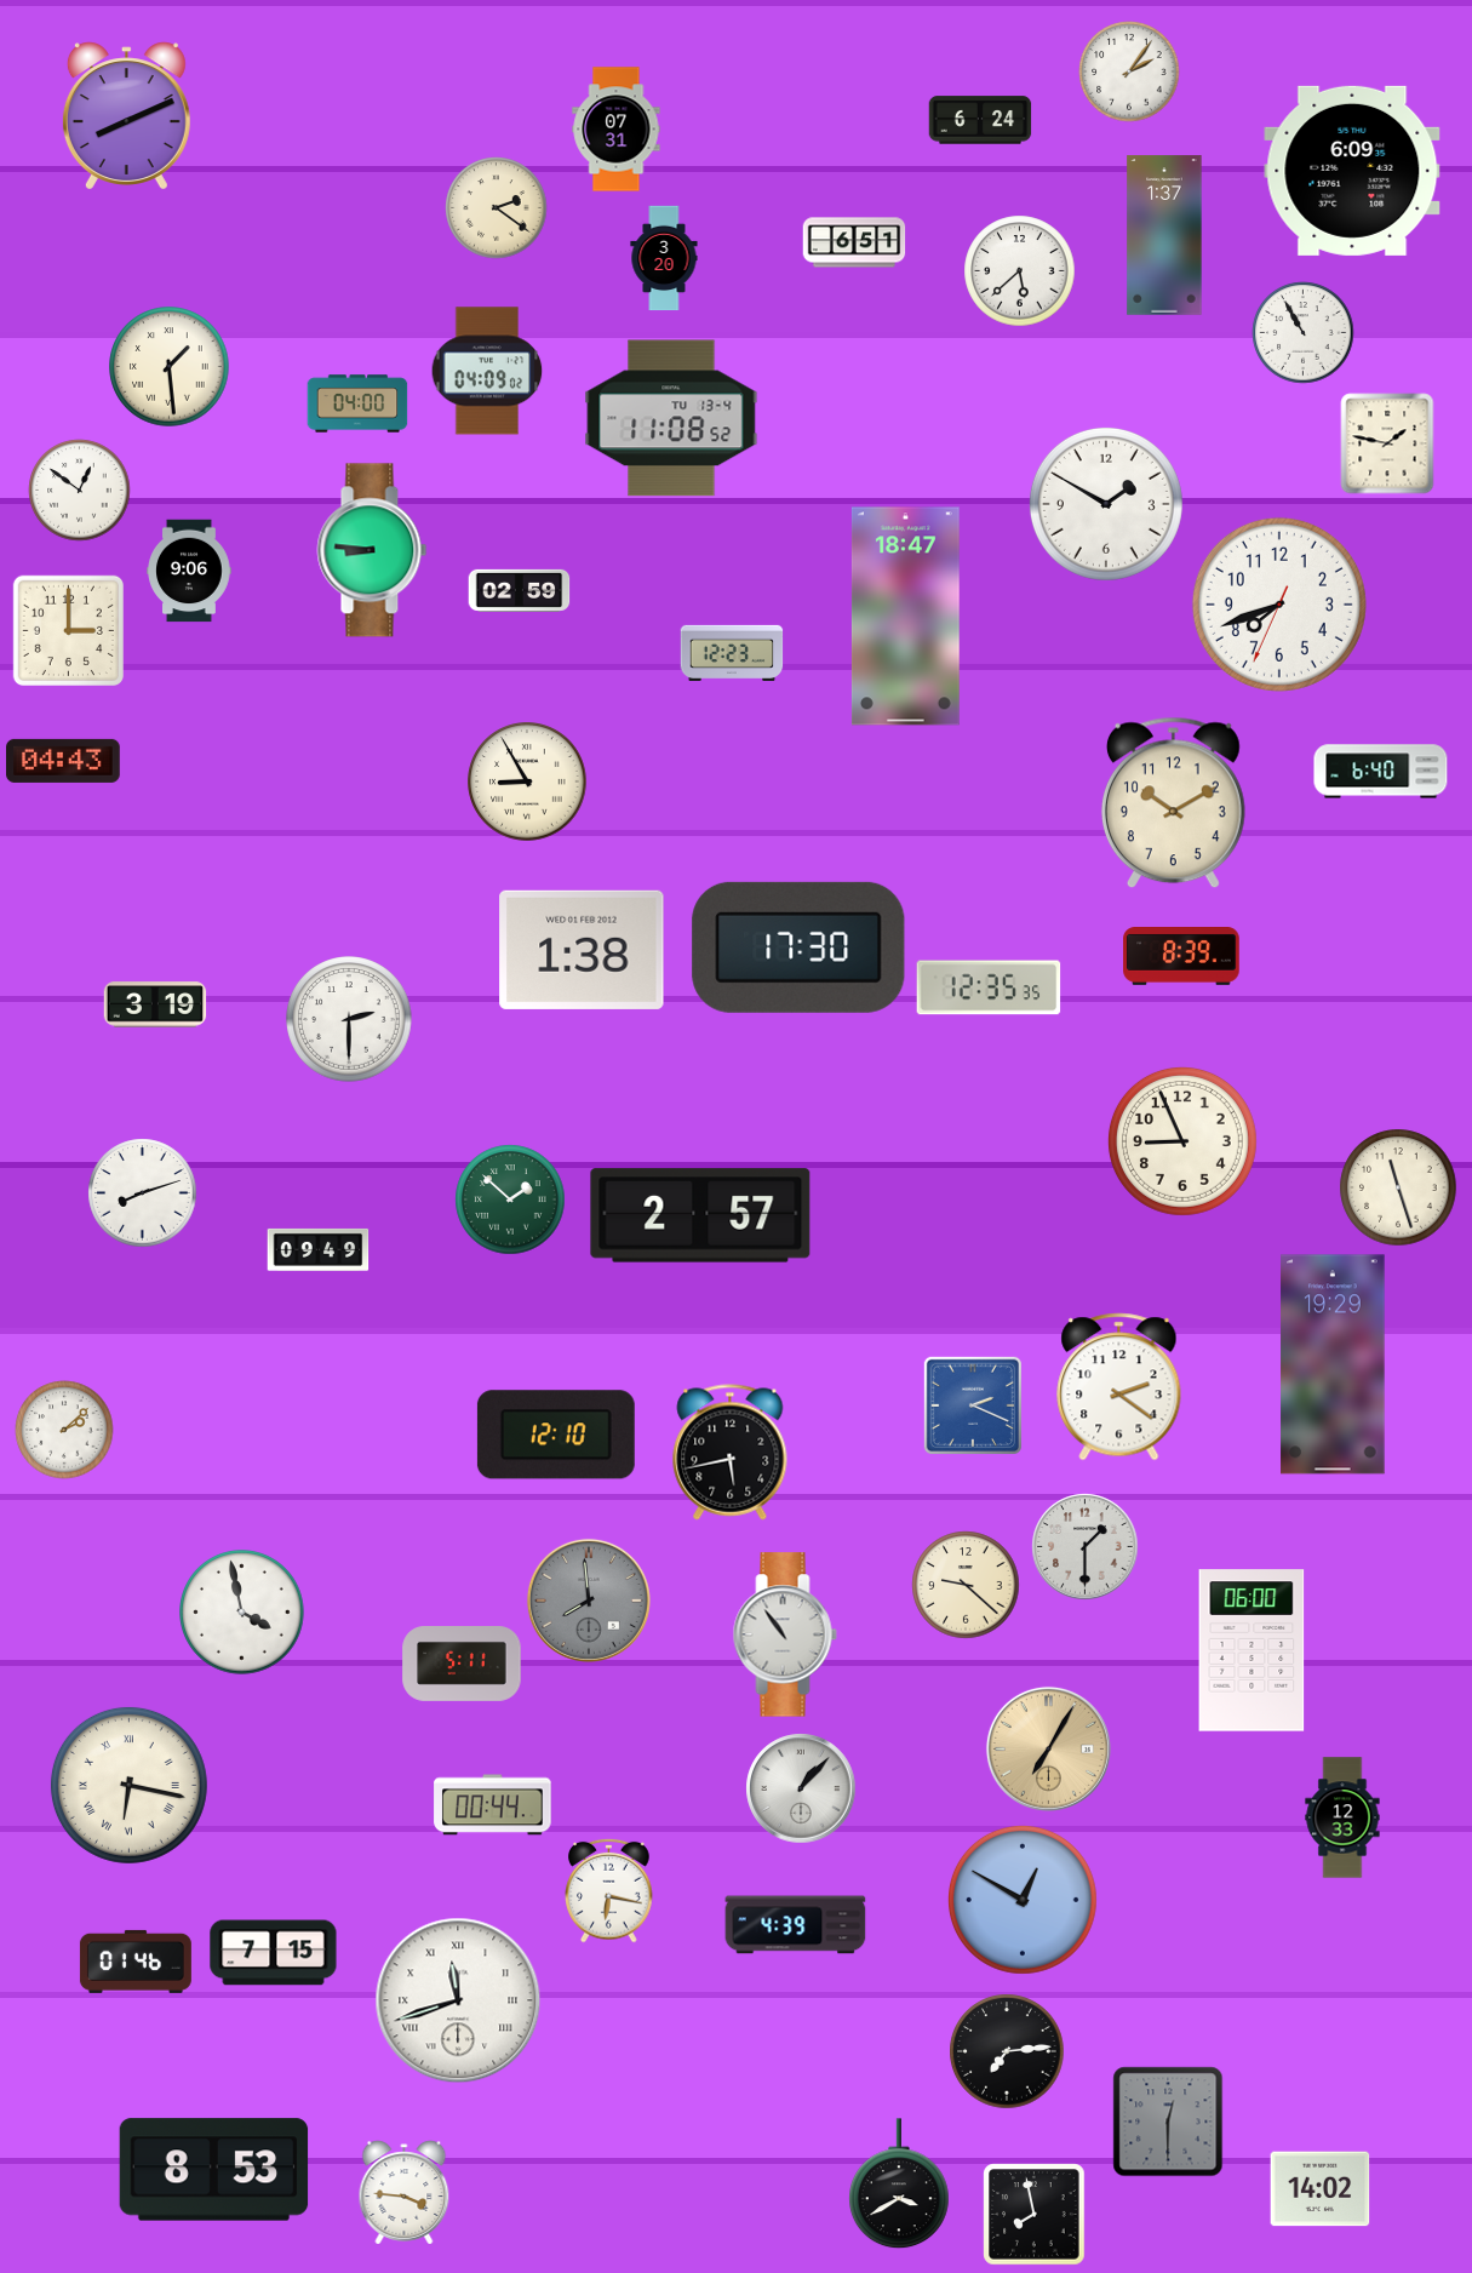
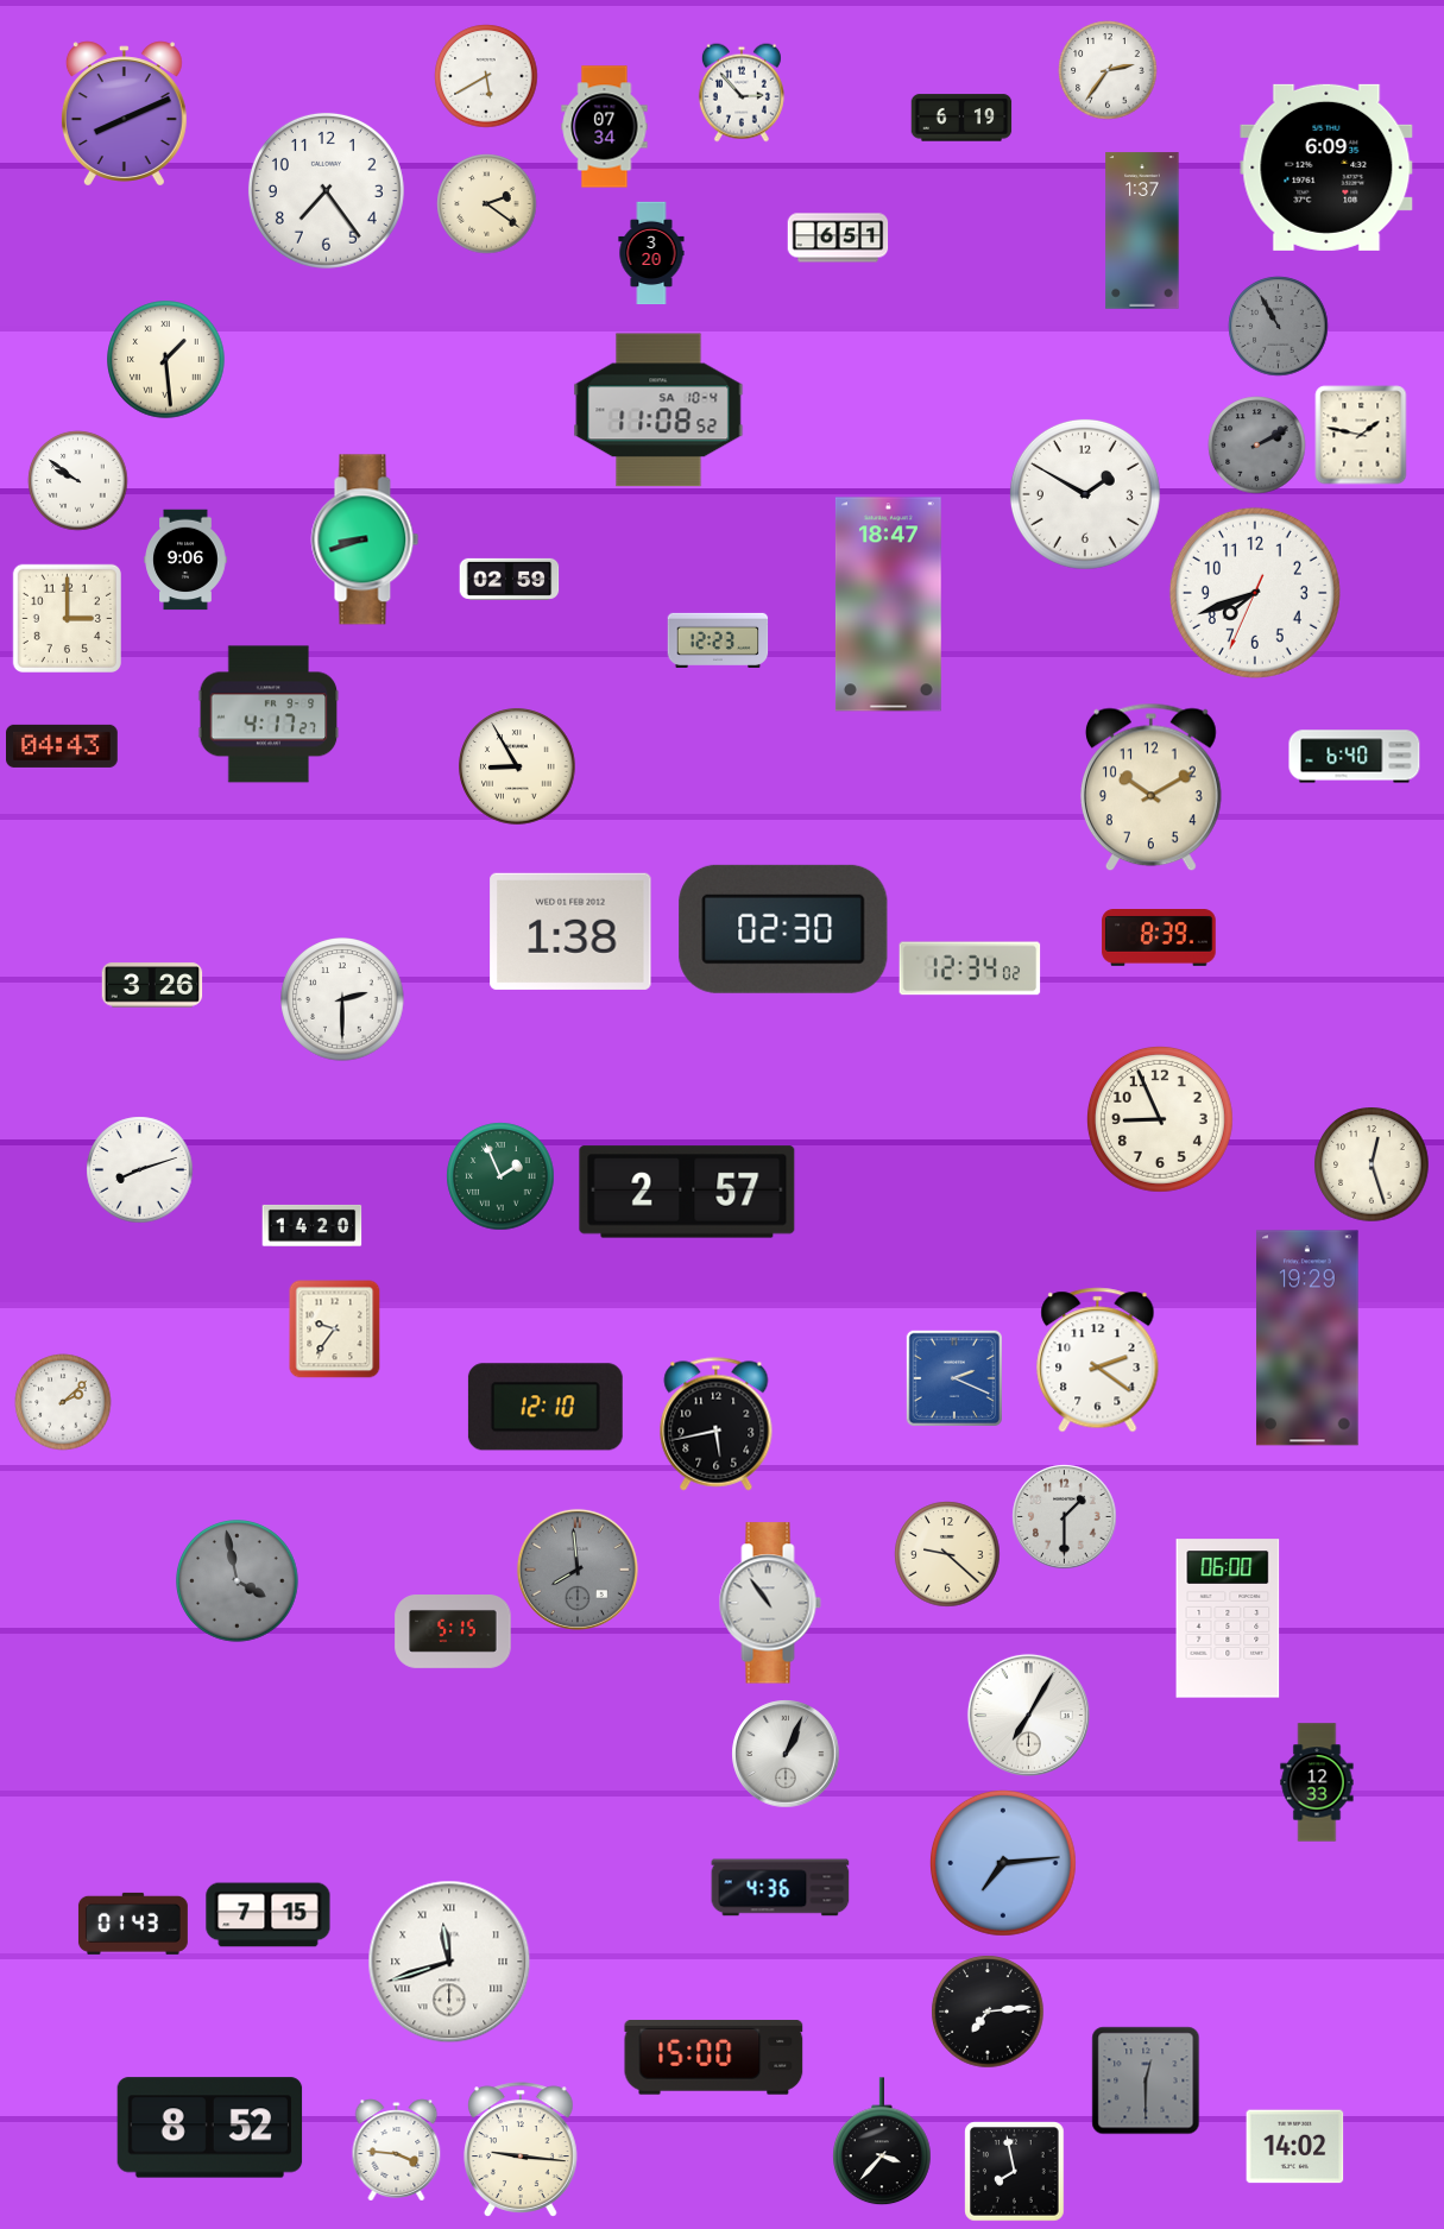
clock at (1129, 71): 2:06 -> 2:36
clock at (486, 76): none -> 5:40
clock at (742, 93): none -> 2:53
clock at (980, 120): 6:24 -> 6:19
clock at (617, 130): 07:31 -> 07:34
clock at (326, 190): none -> 7:24
clock at (1020, 271): 5:38 -> none
clock at (1304, 333) dial: white -> grey
clock at (487, 371): 04:09 -> none
clock at (357, 403): 04:00 -> none
clock at (671, 418) date: TU 13-4 -> SA 10-4
clock at (1257, 446): none -> 2:10
clock at (80, 491): 12:51 -> 9:51
clock at (372, 550): 8:46 -> 8:42
clock at (269, 714): none -> 4:17
clock at (798, 947): 17:30 -> 02:30
clock at (989, 987): 12:35 -> 12:34
clock at (155, 1004): 3:19 -> 3:26
clock at (1398, 1187): 11:27 -> 12:27
clock at (510, 1200): 1:52 -> 1:56
clock at (319, 1249): 09:49 -> 14:20
clock at (335, 1330): none -> 9:36
clock at (242, 1613) dial: white -> grey
clock at (462, 1665): 5:11 -> 5:15
clock at (1048, 1748) dial: champagne -> white
clock at (128, 1785): 6:17 -> none
clock at (801, 1788): 1:07 -> 1:04
clock at (493, 1805): 00:44 -> none
clock at (609, 1890): 6:17 -> none
clock at (1023, 1900): 12:50 -> 7:14
clock at (796, 1925): 4:39 -> 4:36
clock at (136, 1962): 01:46 -> 01:43
clock at (714, 2058): none -> 15:00
clock at (214, 2170): 8:53 -> 8:52
clock at (900, 2185): 3:40 -> 3:37
clock at (522, 2149): none -> 9:16
